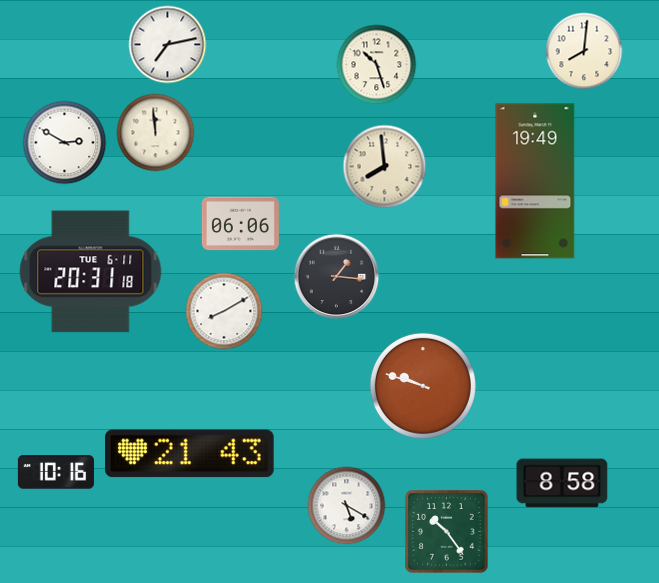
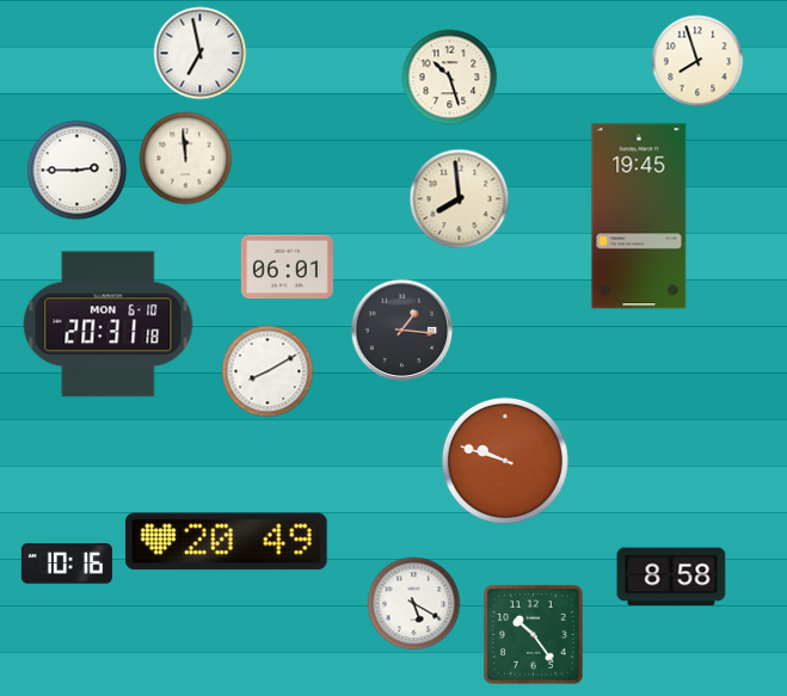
clock at (168, 45): 7:13 -> 6:58
clock at (584, 51): 8:01 -> 7:57
clock at (65, 143): 2:50 -> 2:45
clock at (535, 181): 19:49 -> 19:45
clock at (240, 224): 06:06 -> 06:01
clock at (91, 272) date: TUE 6-11 -> MON 6-10
clock at (190, 454): 21:43 -> 20:49
